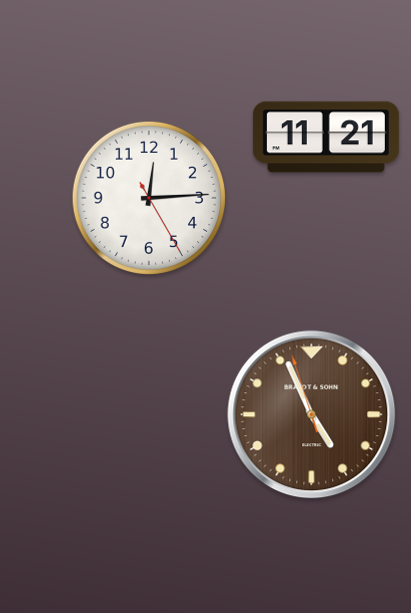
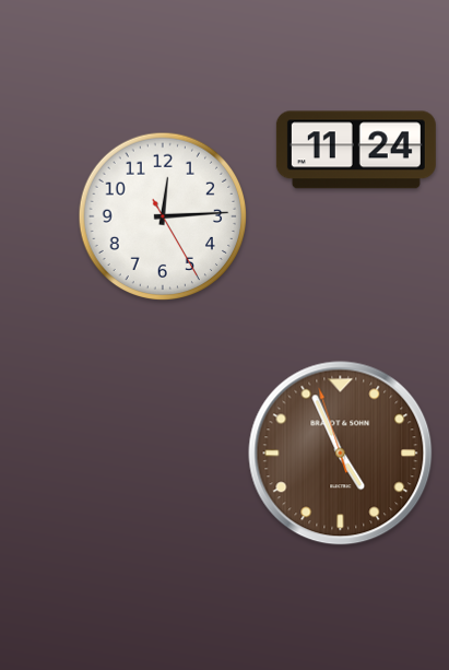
clock at (326, 137): 11:21 -> 11:24
